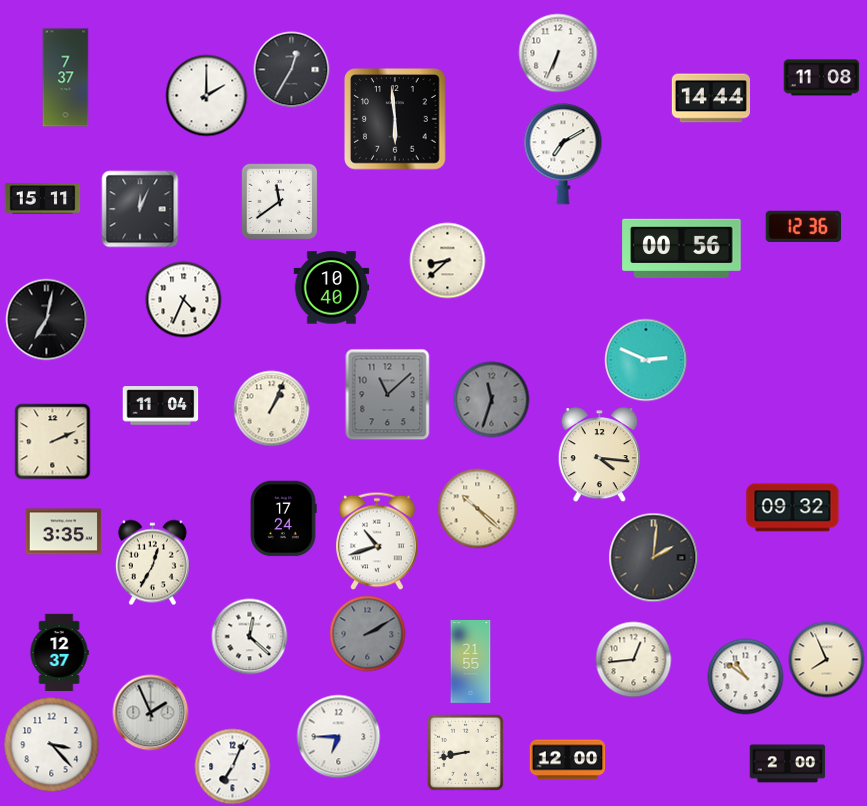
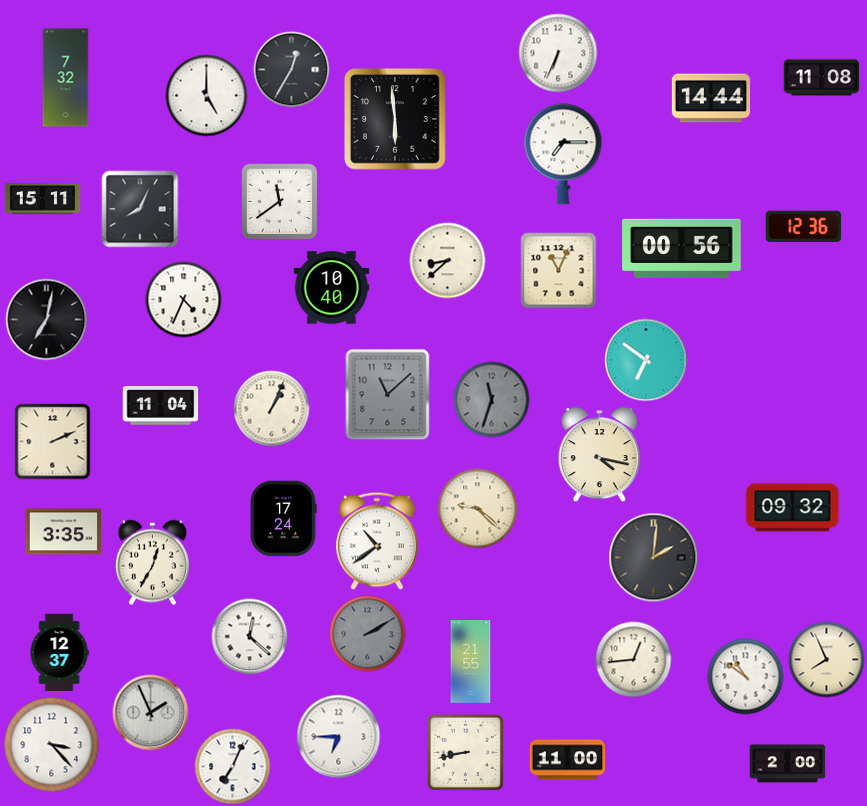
clock at (66, 78): 7:37 -> 7:32
clock at (207, 96): 2:00 -> 5:00
clock at (563, 154): 7:10 -> 7:15
clock at (140, 209): 12:04 -> 8:04
clock at (559, 271): none -> 11:04
clock at (646, 360): 2:49 -> 6:51
clock at (599, 455): 4:16 -> 4:17
clock at (478, 509): 10:22 -> 9:22
clock at (377, 541): 10:42 -> 10:39
clock at (568, 760): 12:00 -> 11:00
